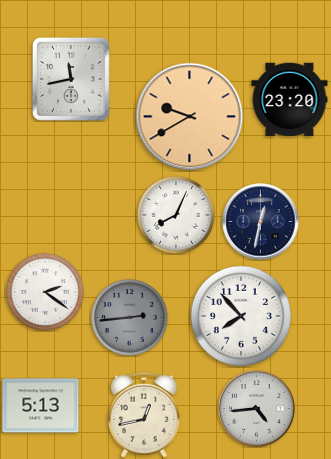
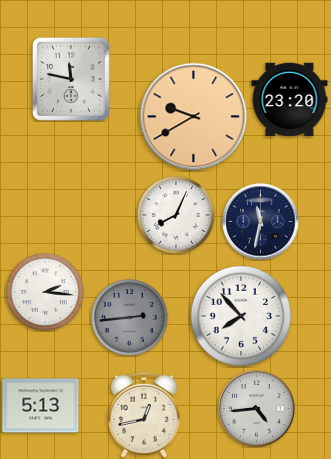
clock at (71, 79): 11:43 -> 11:47
clock at (190, 117) position: (190, 117) -> (194, 117)
clock at (261, 222): 12:32 -> 11:32
clock at (46, 293): 2:21 -> 2:16
